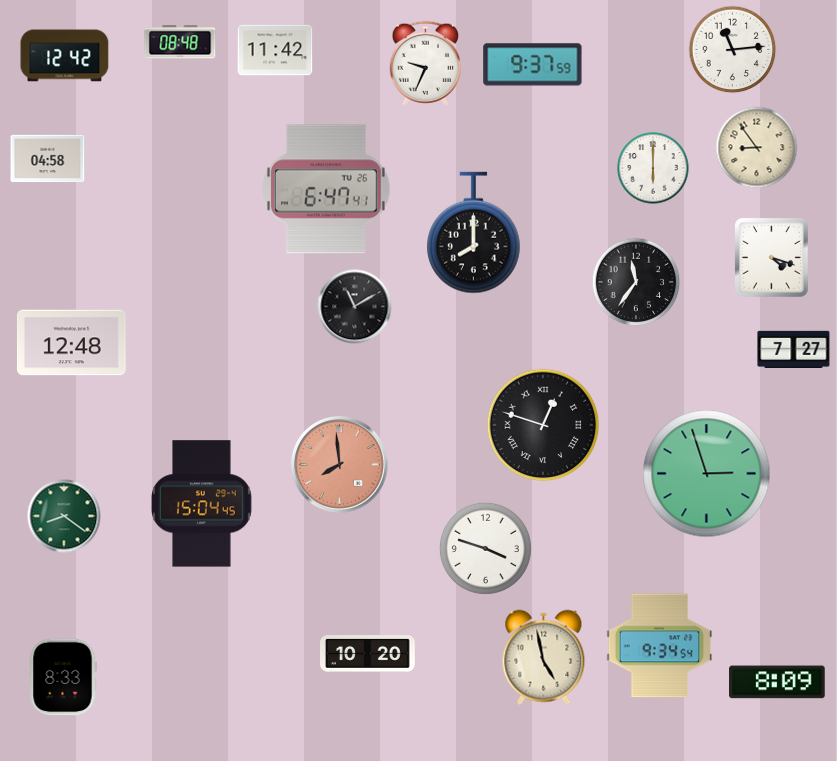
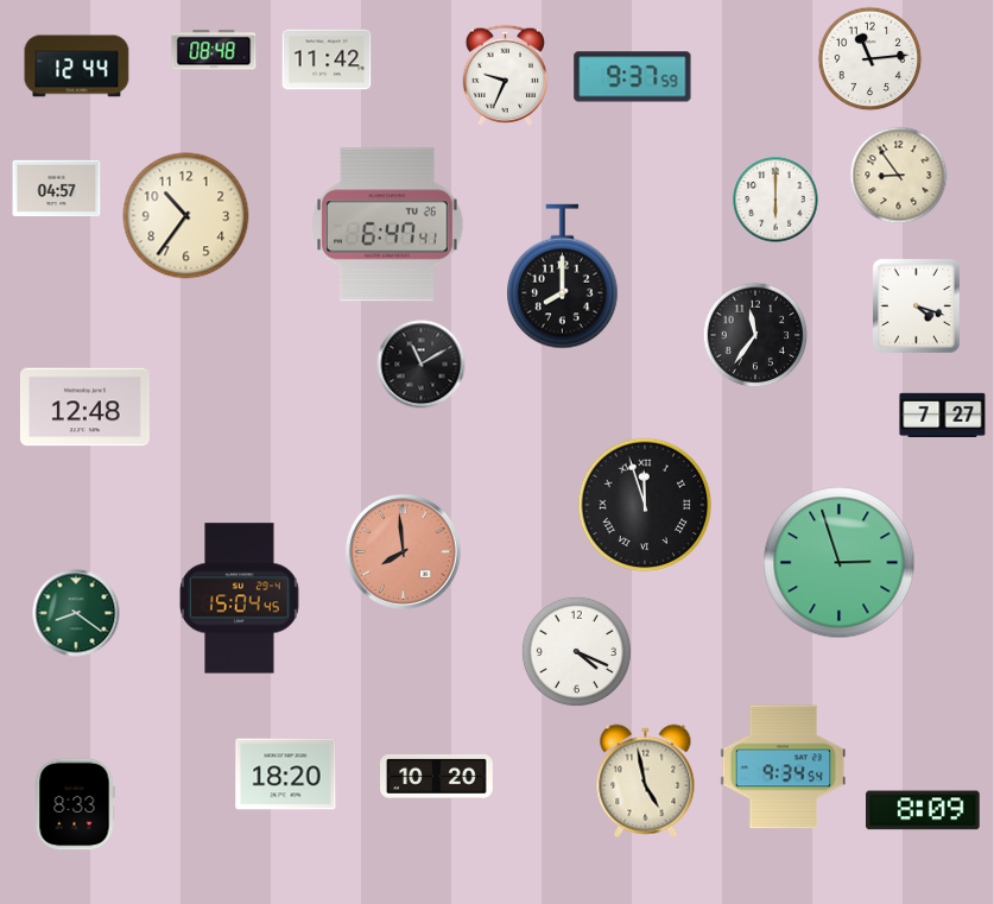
clock at (65, 56): 12:42 -> 12:44
clock at (48, 159): 04:58 -> 04:57
clock at (186, 216): none -> 10:36
clock at (543, 425): 12:48 -> 11:57
clock at (485, 548): 3:48 -> 4:19
clock at (286, 775): none -> 18:20
